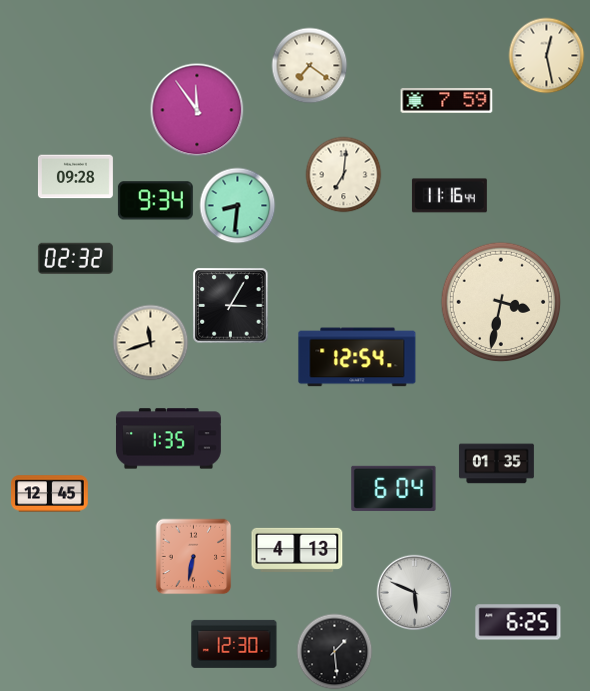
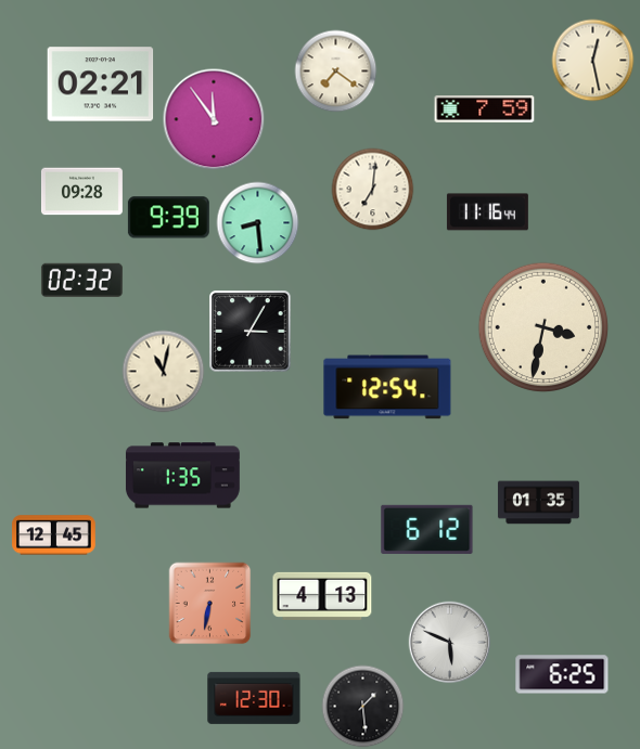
clock at (101, 85): none -> 02:21
clock at (155, 201): 9:34 -> 9:39
clock at (238, 206): 8:31 -> 8:29
clock at (151, 343): 11:42 -> 11:02
clock at (394, 488): 6:04 -> 6:12
